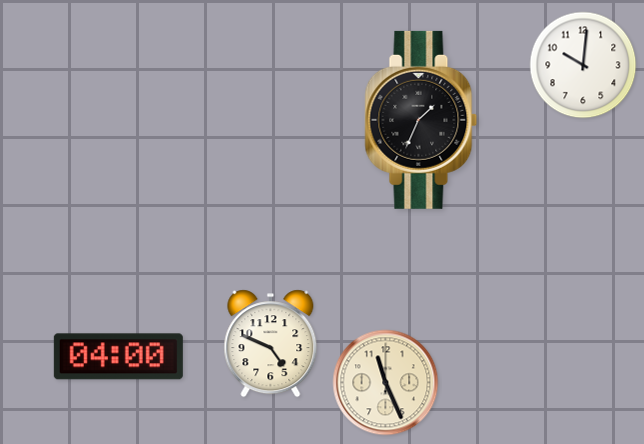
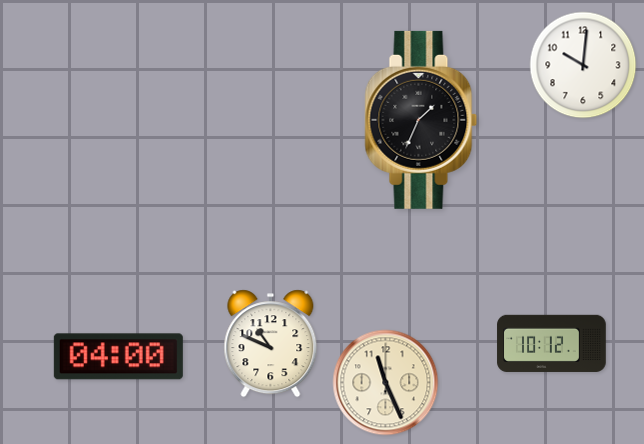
clock at (552, 343): none -> 10:12
clock at (271, 344): 4:49 -> 10:49
